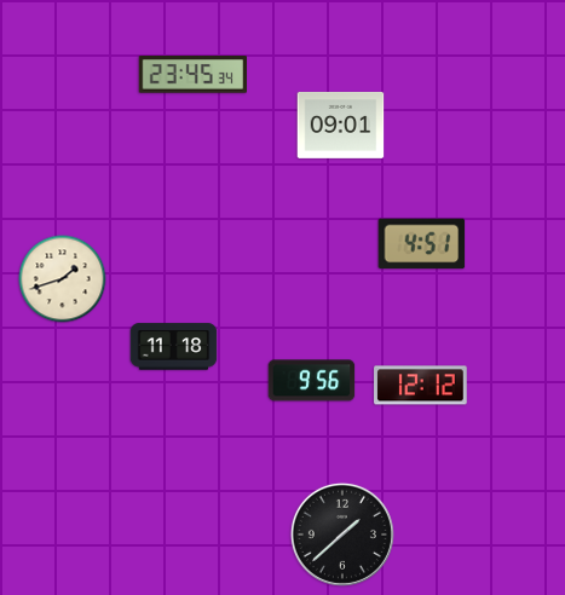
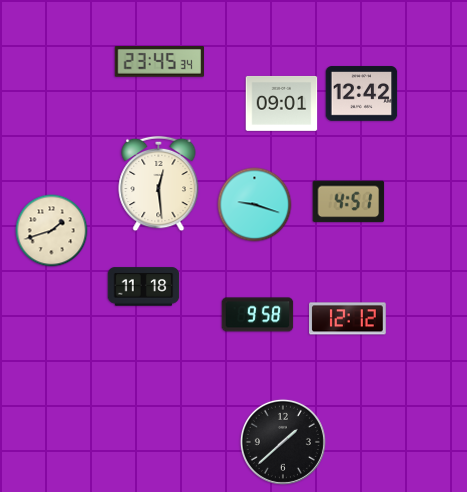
clock at (362, 94): none -> 12:42
clock at (159, 184): none -> 12:29
clock at (255, 205): none -> 9:18
clock at (312, 381): 9:56 -> 9:58
